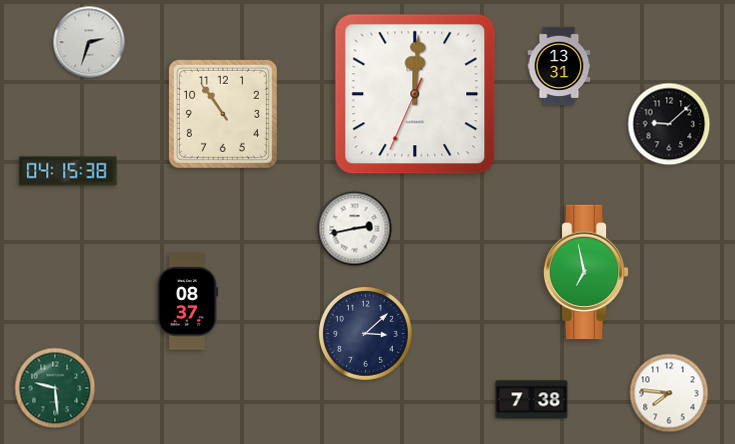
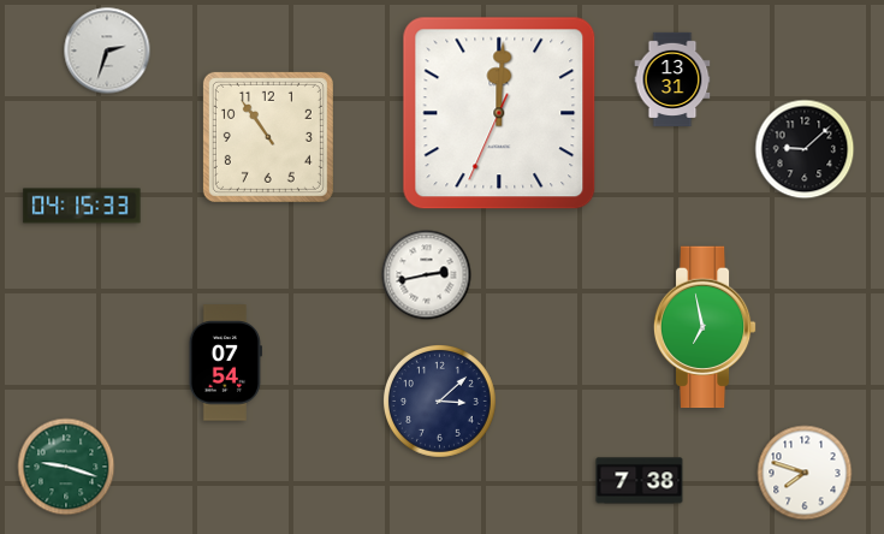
clock at (68, 171): 04:15:38 -> 04:15:33
clock at (187, 302): 08:37 -> 07:54
clock at (55, 388): 9:29 -> 9:18
clock at (669, 393): 7:46 -> 7:48
